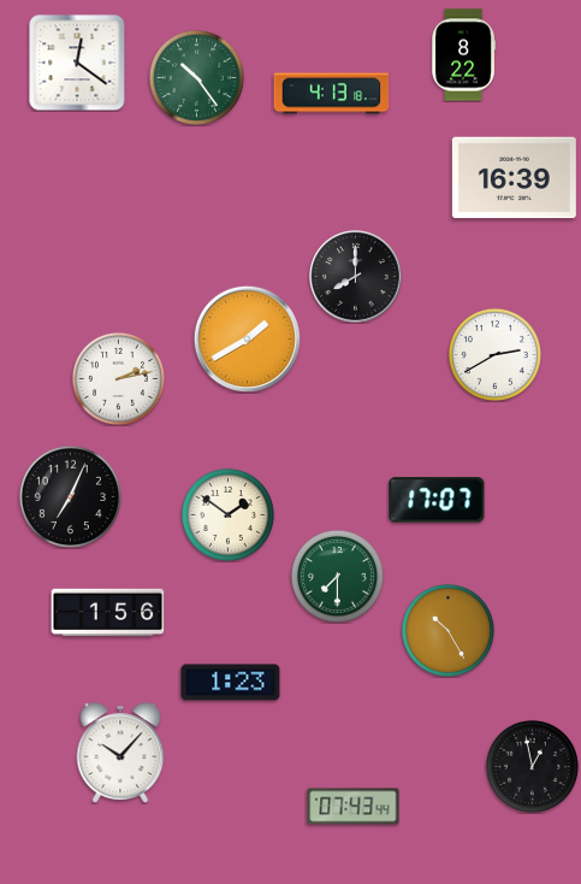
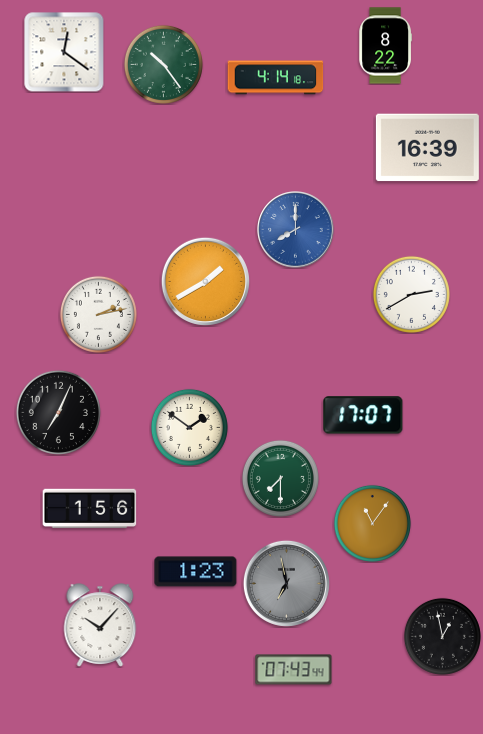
clock at (332, 94): 4:13 -> 4:14
clock at (356, 277) dial: black -> blue
clock at (447, 630): 10:25 -> 11:06
clock at (231, 683) position: (231, 683) -> (196, 572)
clock at (286, 583): none -> 6:58
